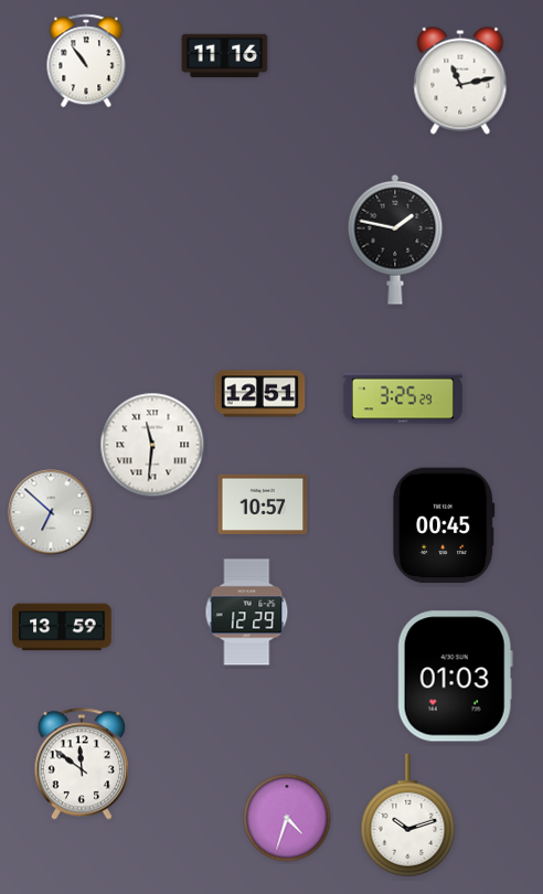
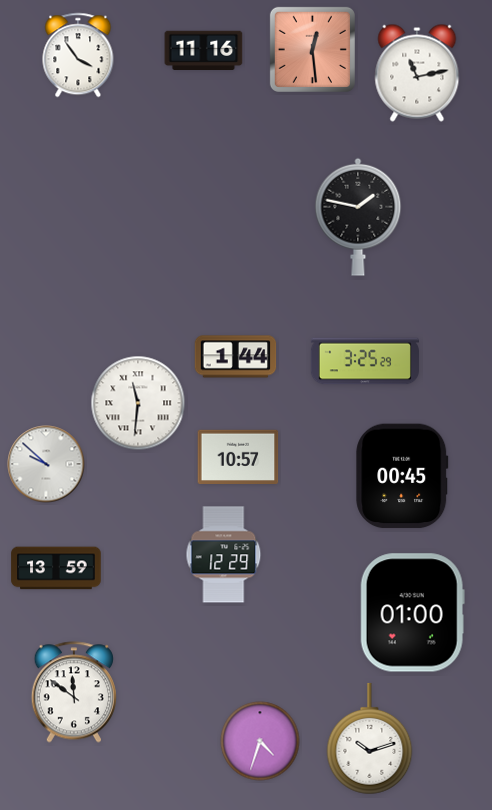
clock at (312, 49): none -> 12:29
clock at (86, 61): 10:54 -> 3:54
clock at (260, 394): 12:51 -> 1:44
clock at (51, 512): 6:52 -> 9:52
clock at (455, 677): 01:03 -> 01:00
